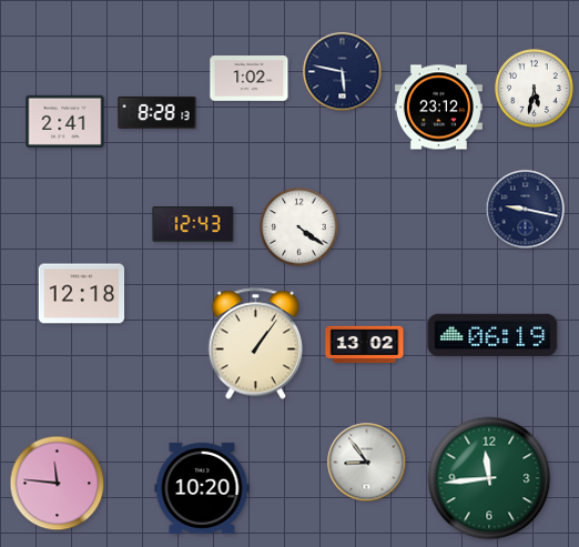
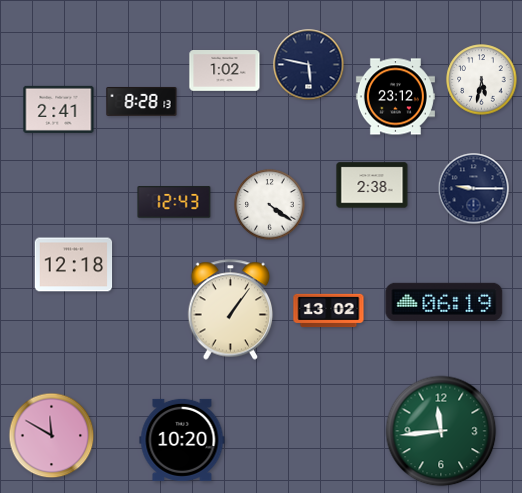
clock at (372, 185): none -> 2:38
clock at (526, 210): 9:17 -> 9:15
clock at (367, 463): 8:54 -> none
clock at (58, 484): 11:46 -> 11:50
